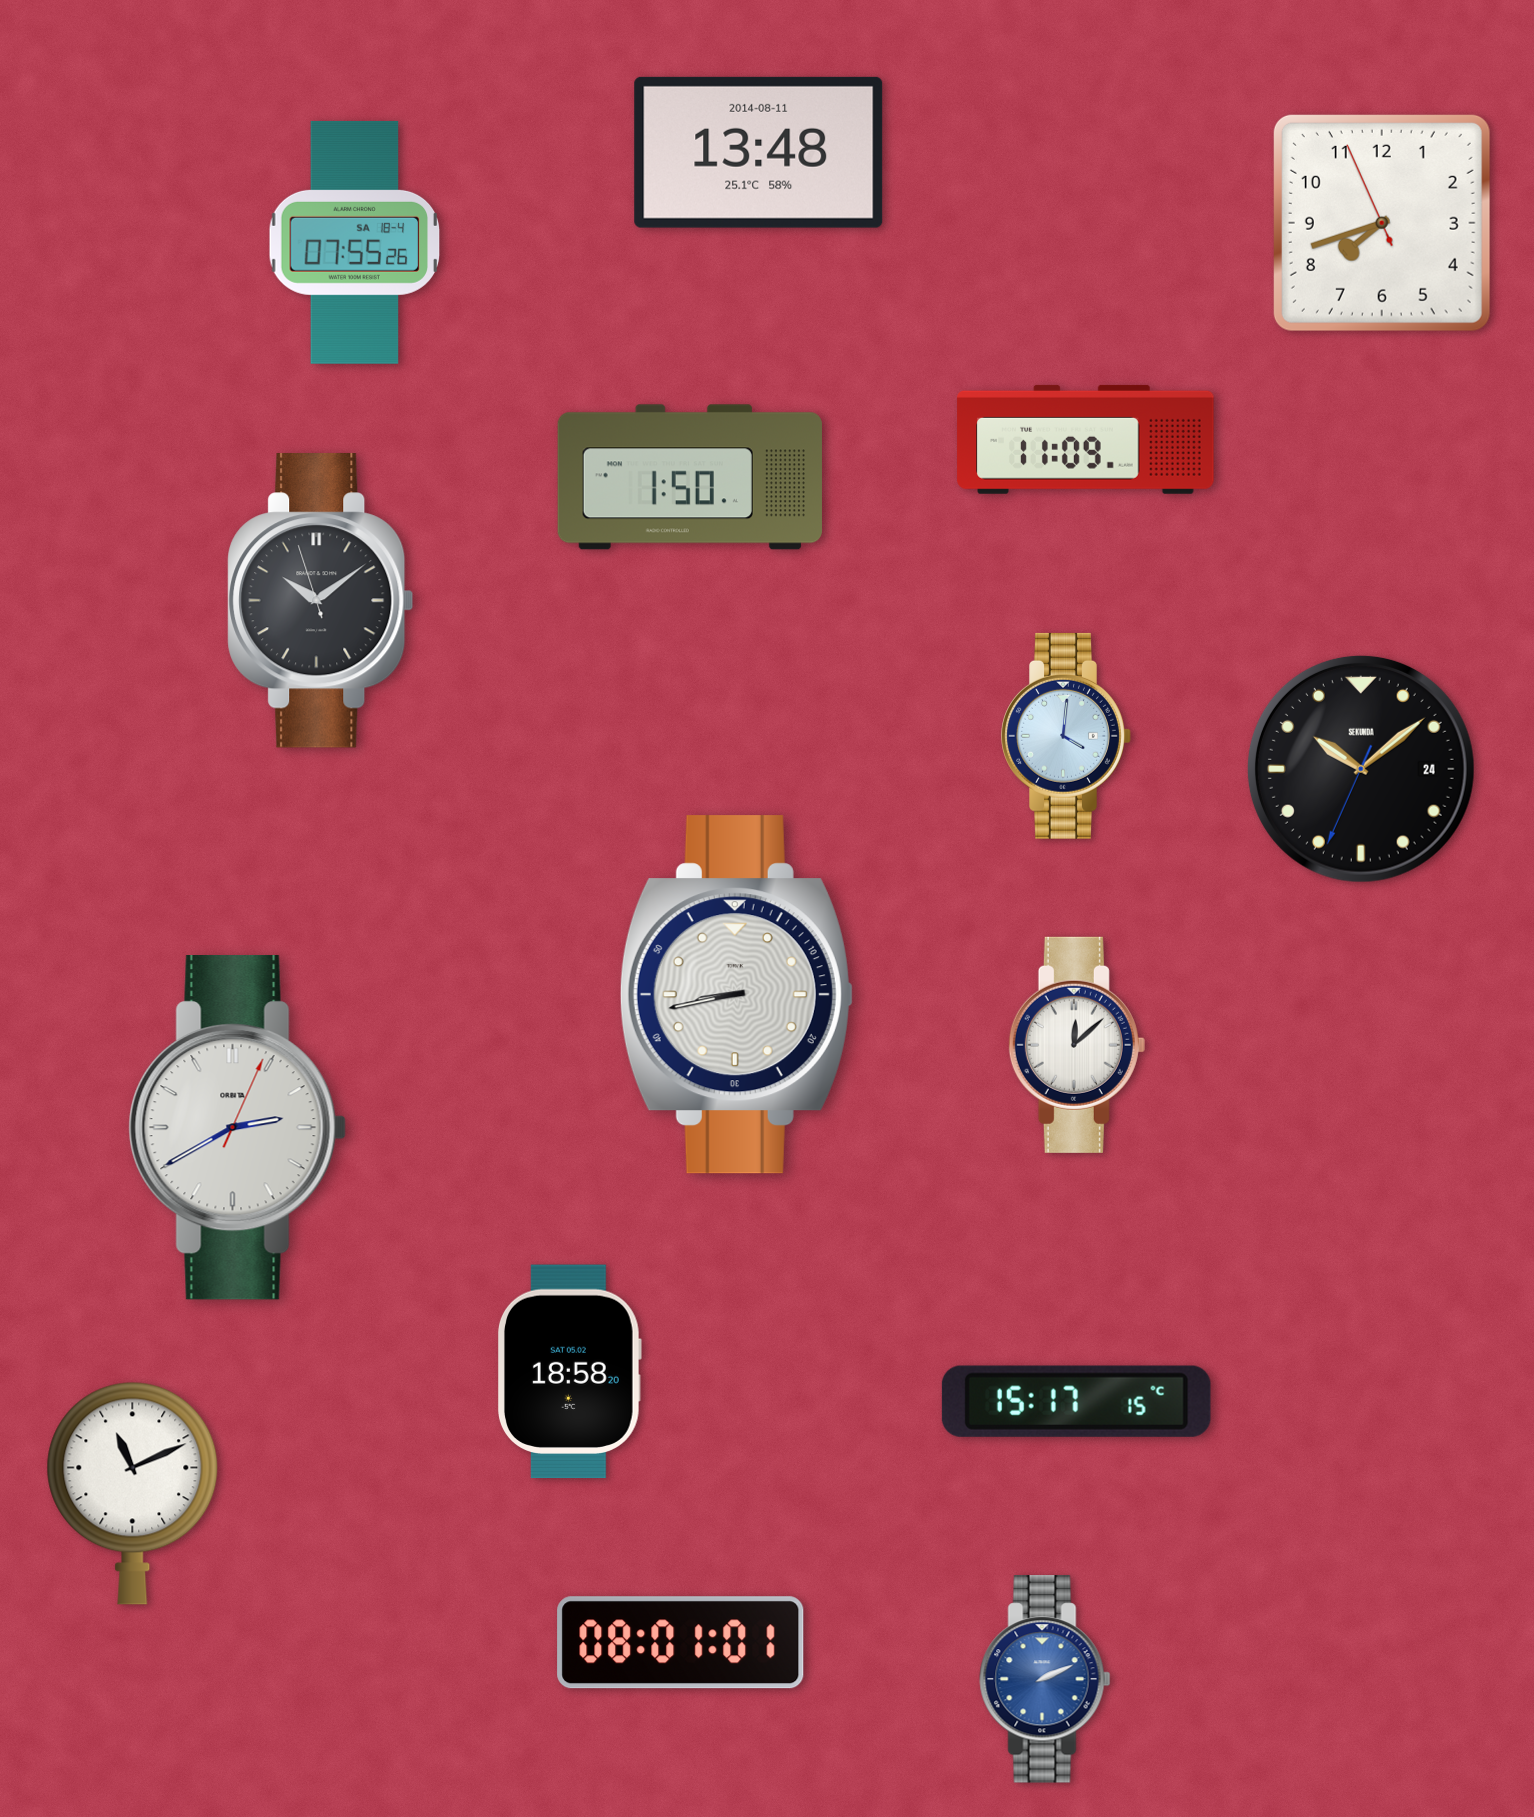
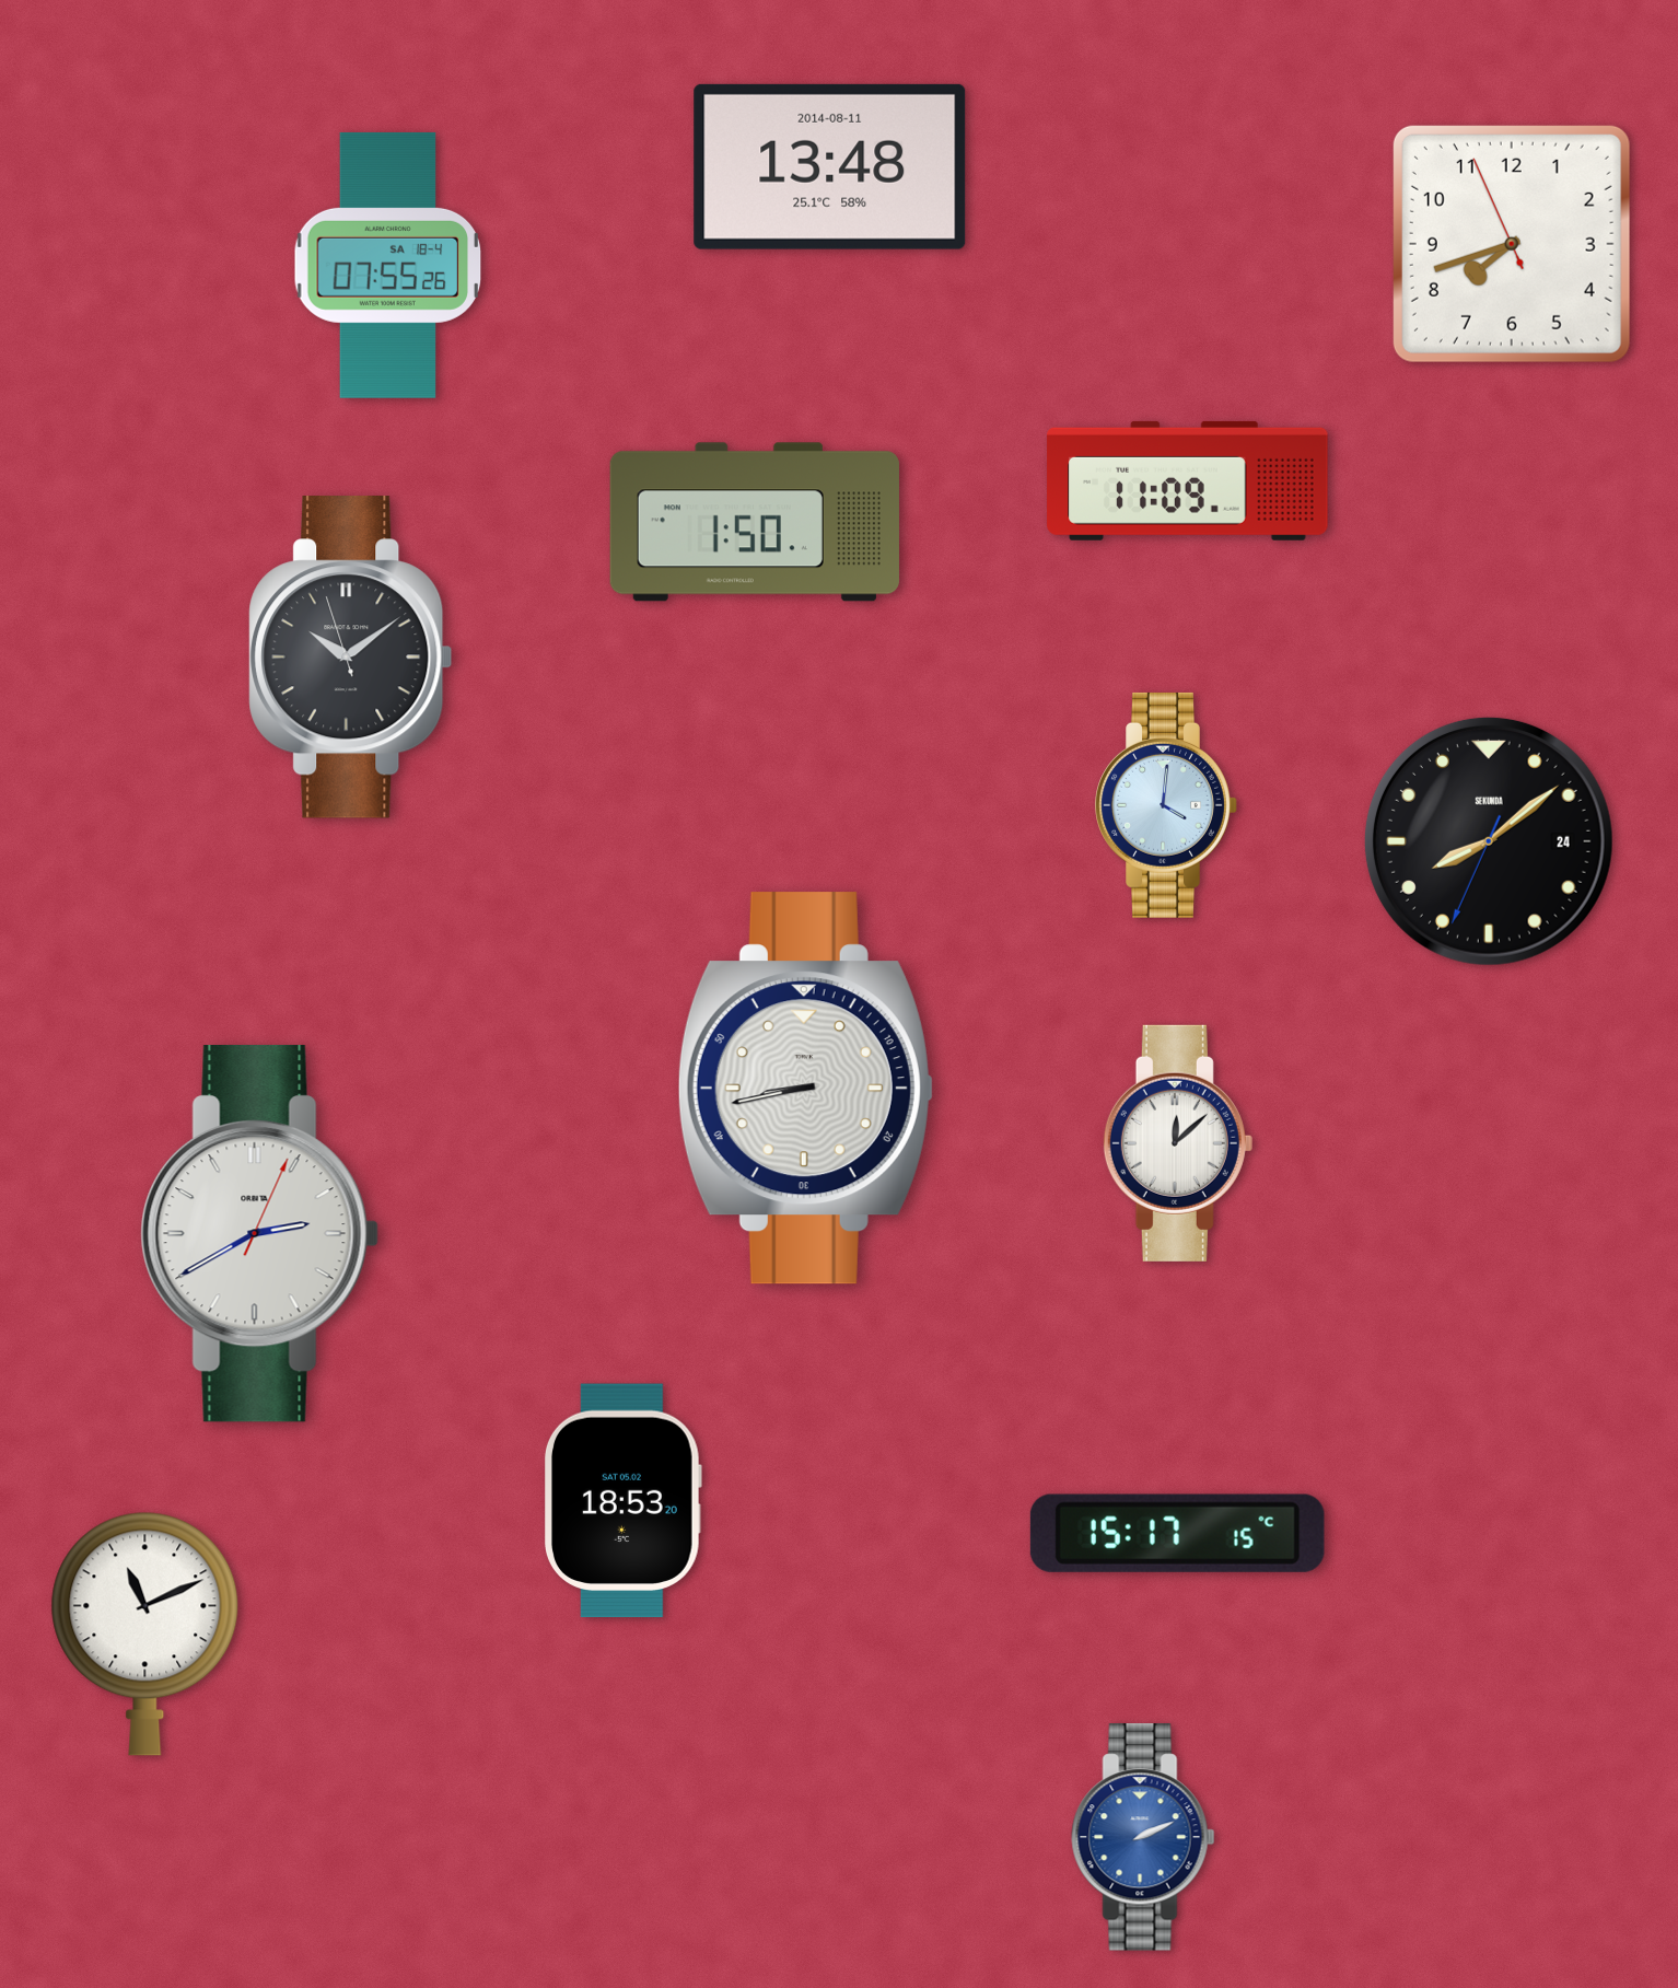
clock at (1361, 769): 10:08 -> 8:08
clock at (570, 1372): 18:58 -> 18:53
clock at (681, 1643): 08:01 -> none
